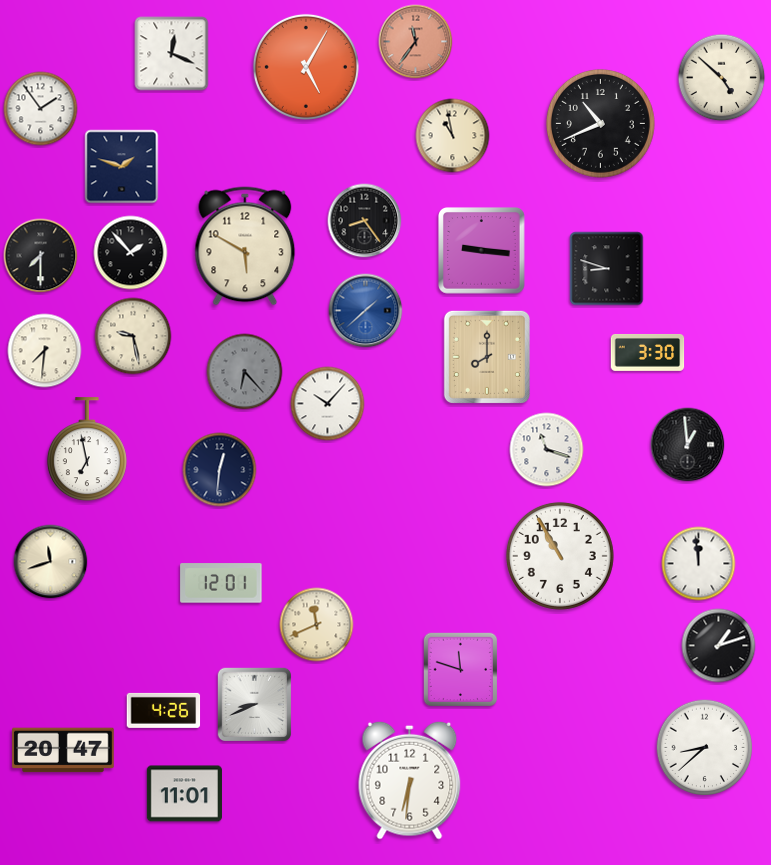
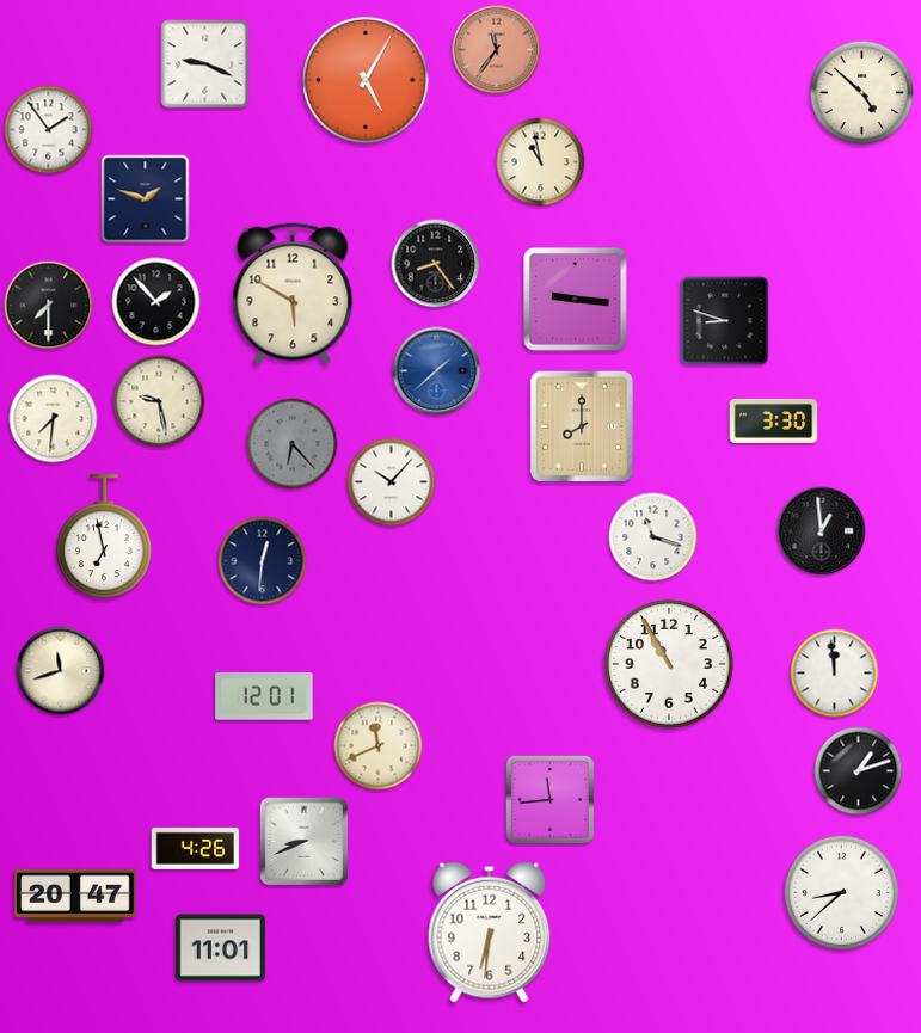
clock at (172, 54): 12:19 -> 9:19
clock at (600, 123): 10:41 -> none
clock at (461, 670): 11:48 -> 11:44
